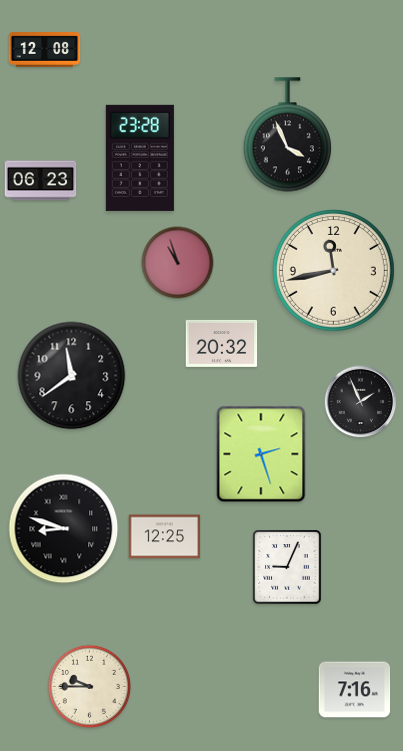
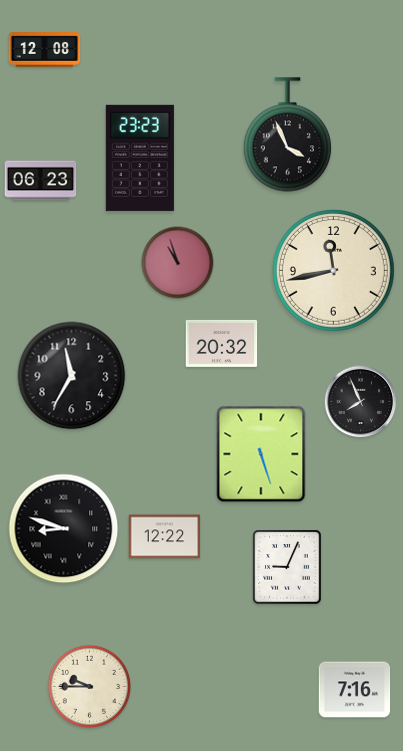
clock at (140, 158): 23:28 -> 23:23
clock at (72, 376): 11:39 -> 11:35
clock at (361, 402): 1:56 -> 7:56
clock at (261, 454): 2:27 -> 5:27
clock at (165, 537): 12:25 -> 12:22
